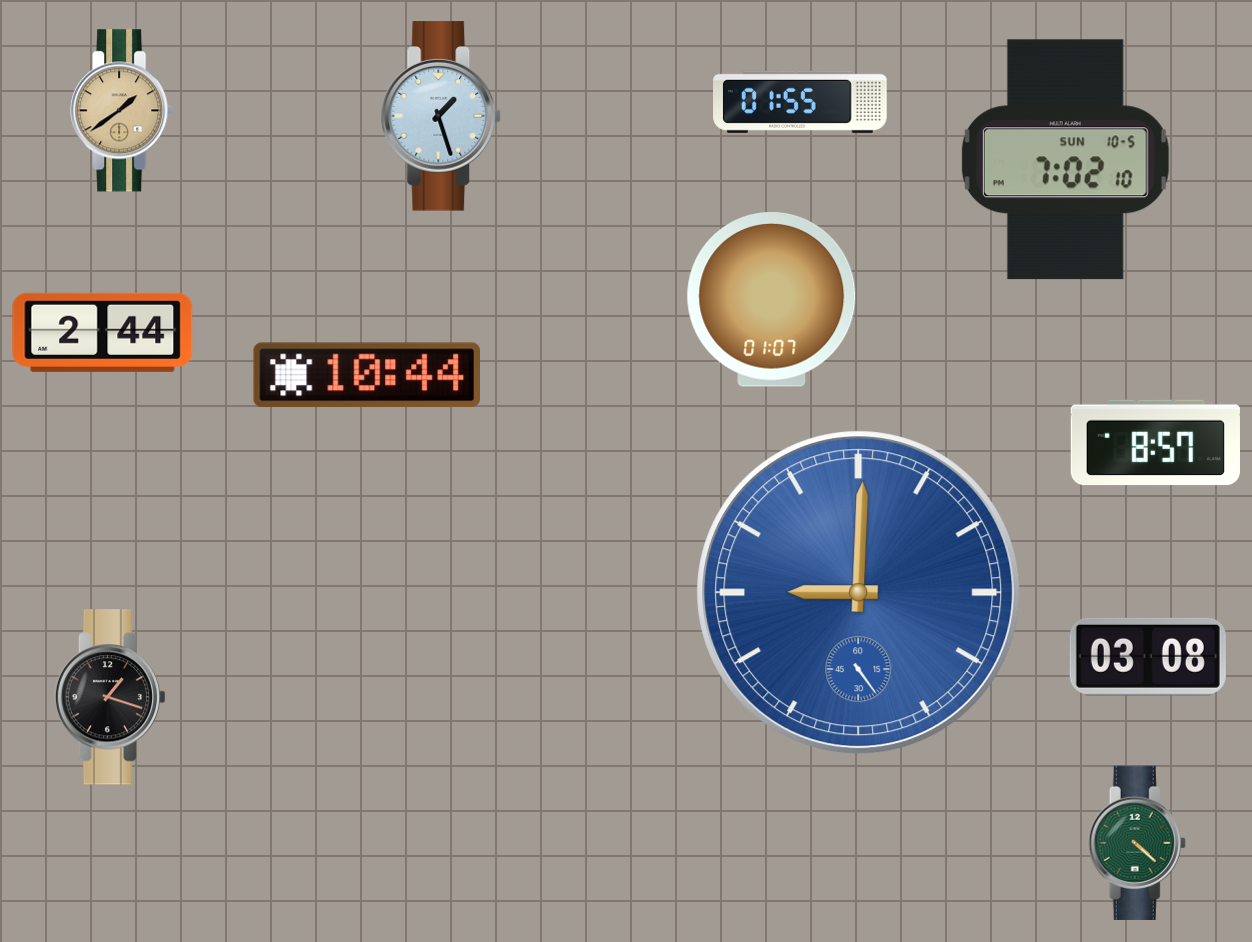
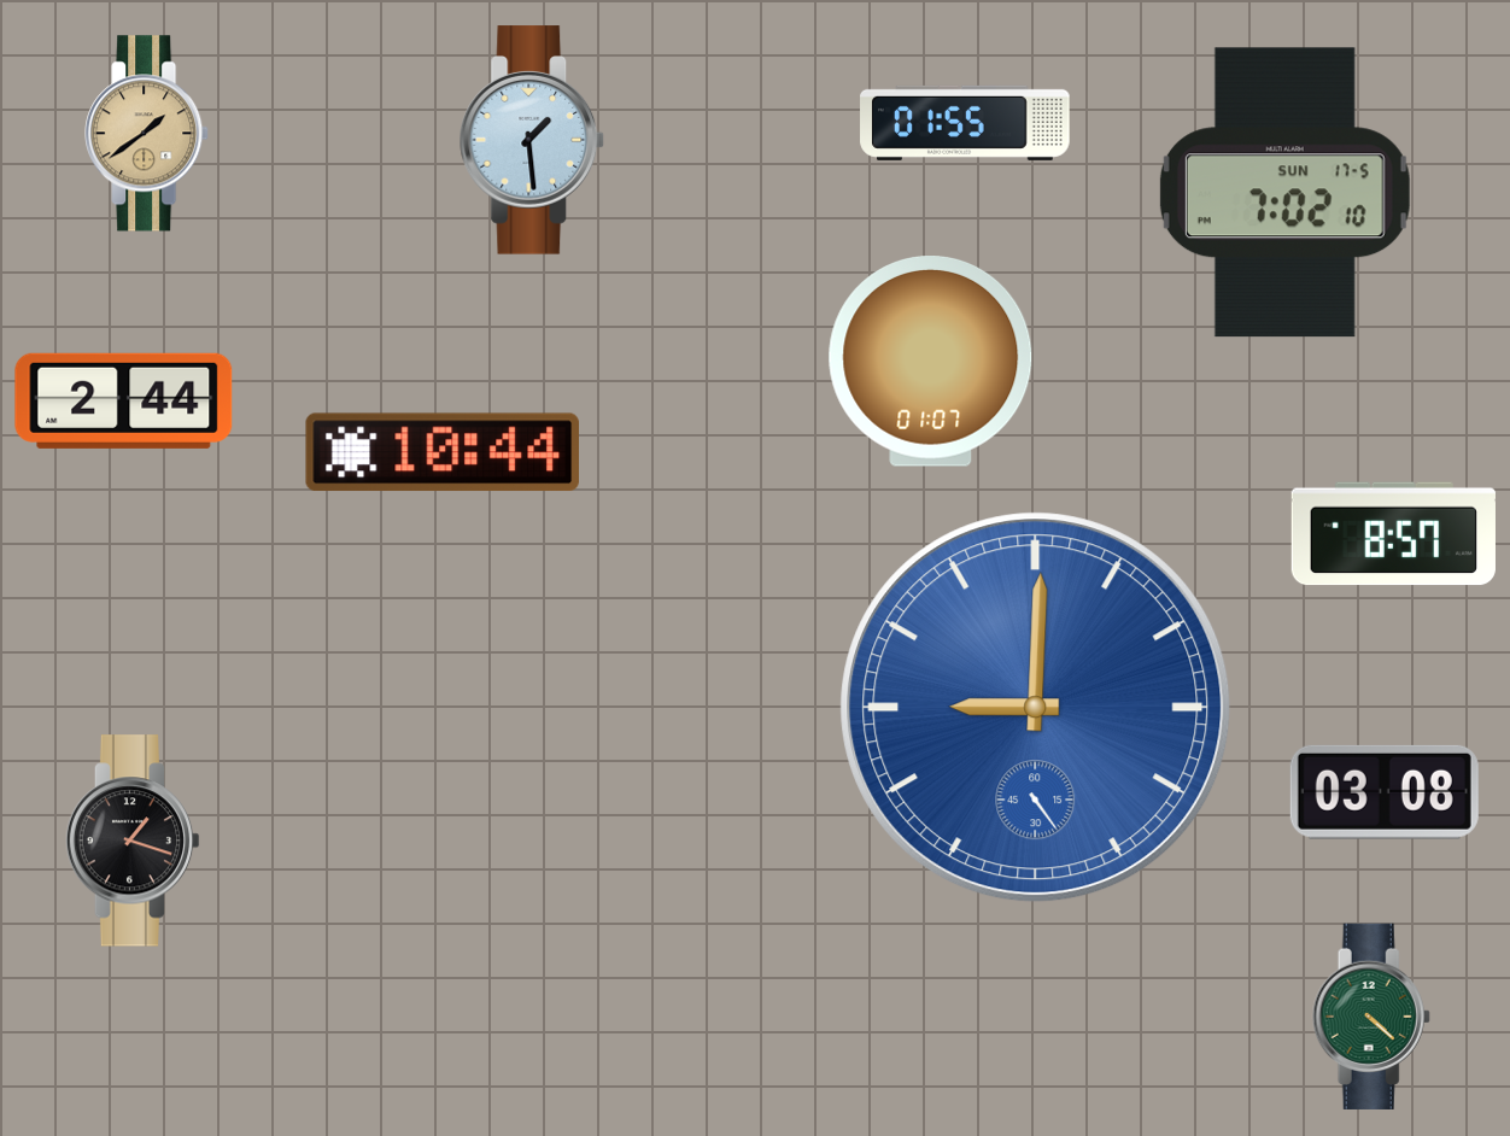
clock at (441, 116): 1:27 -> 1:29
clock at (1065, 160) date: SUN 10-5 -> SUN 17-5
clock at (859, 593) position: (859, 593) -> (1036, 708)
